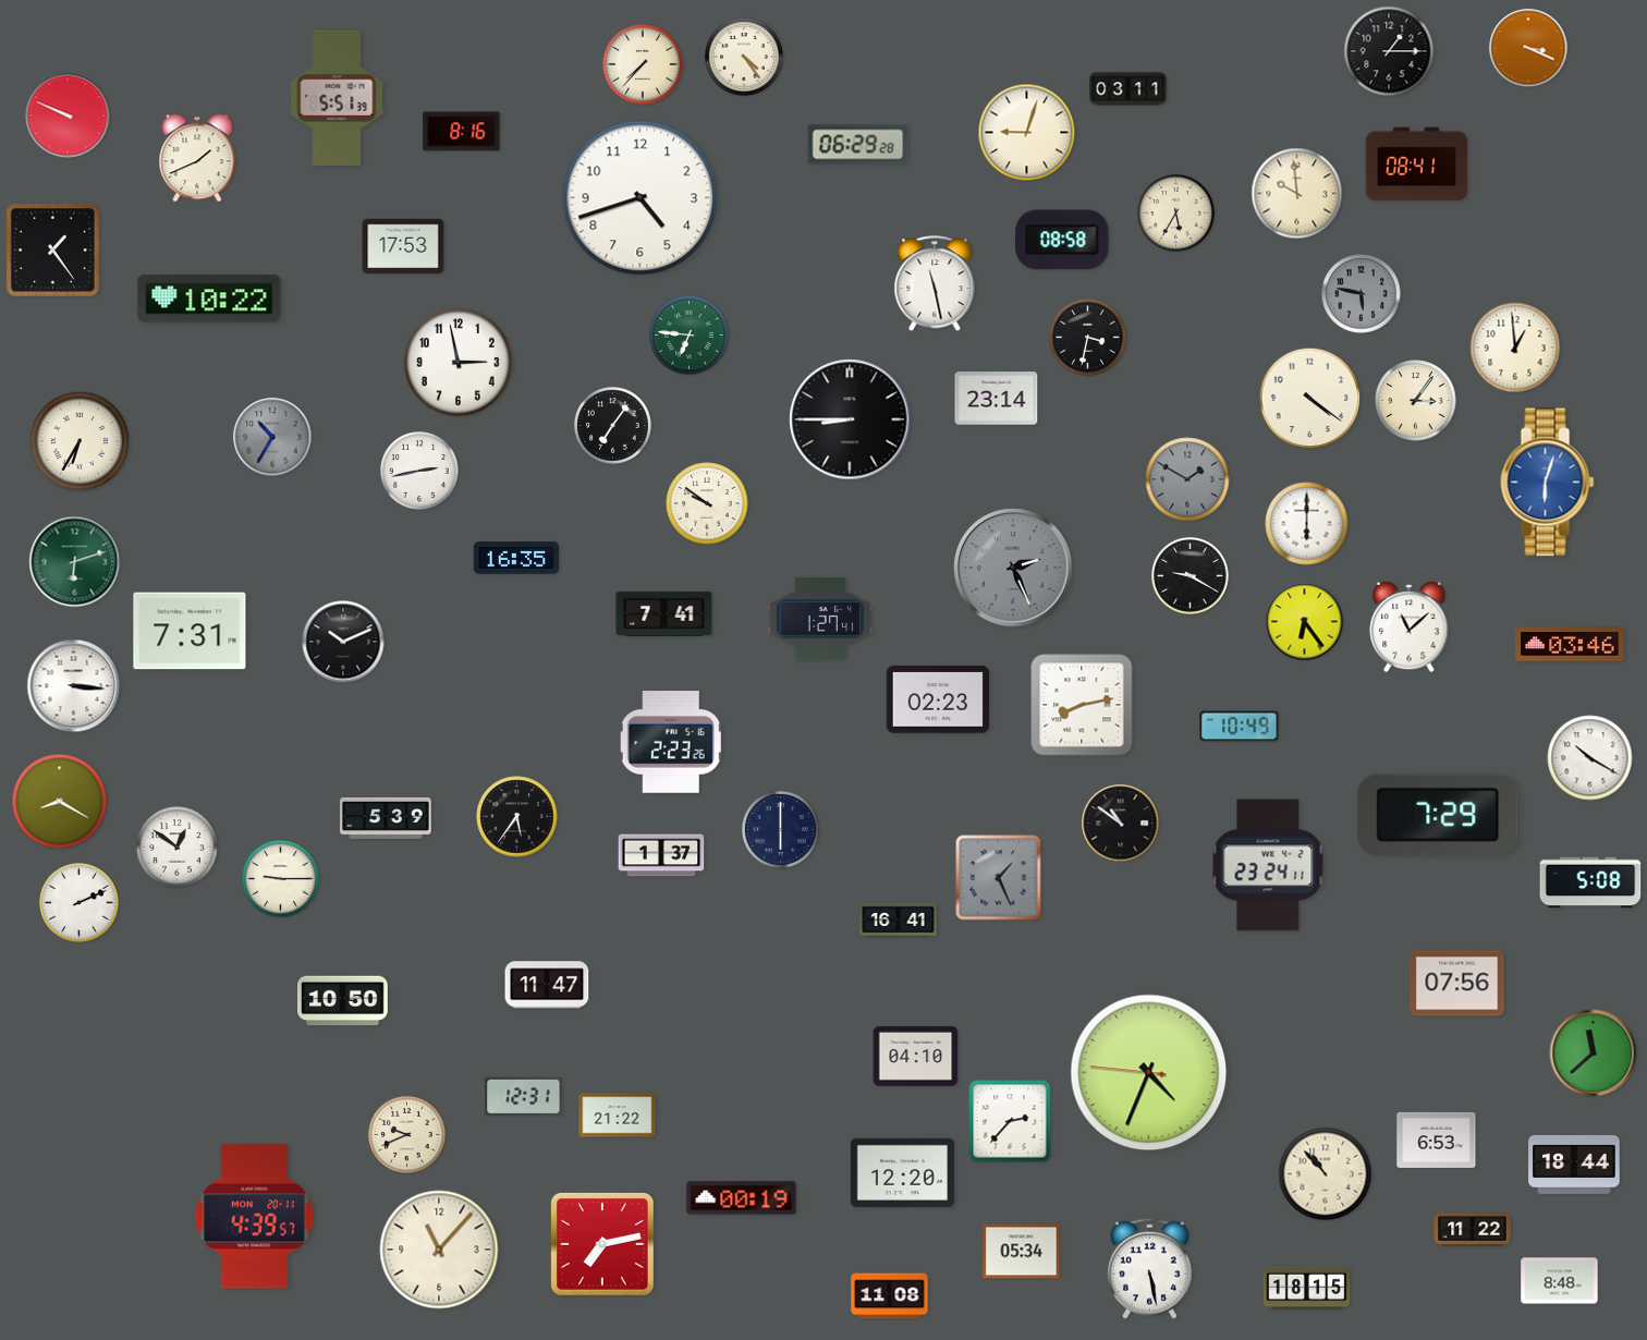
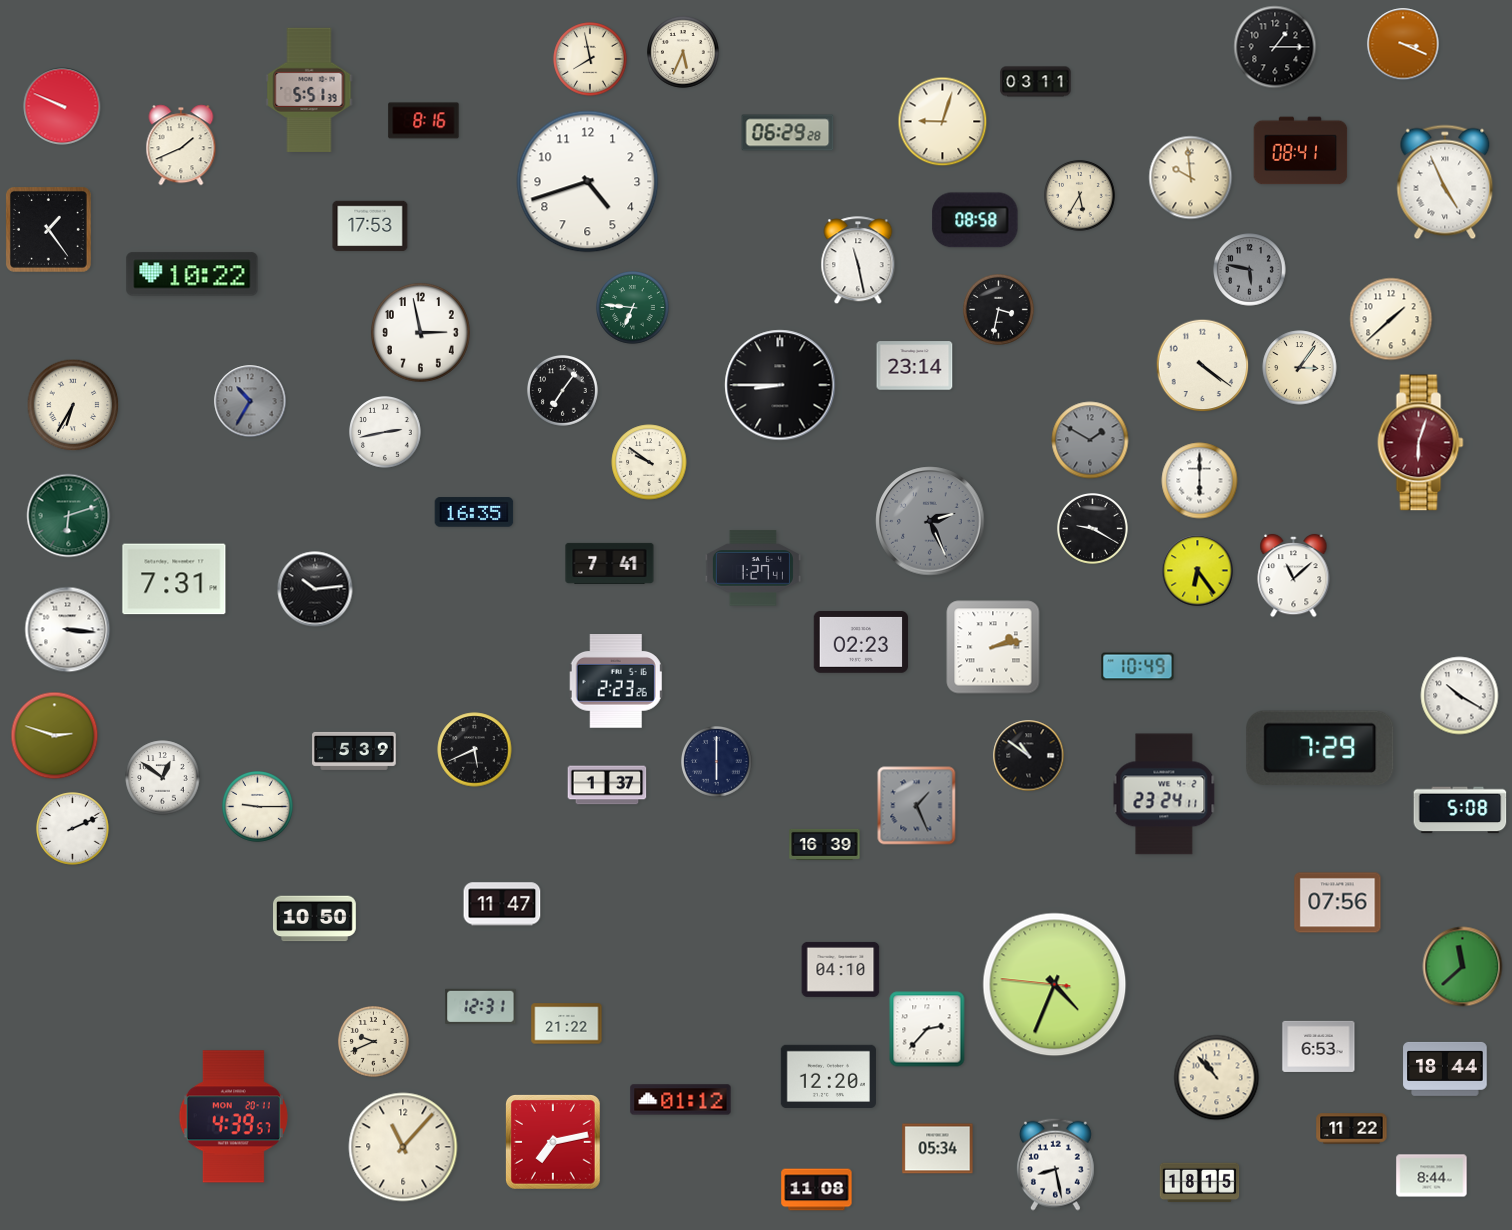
clock at (744, 57): 4:24 -> 5:34
clock at (643, 64): 7:37 -> 7:58
clock at (1445, 182): none -> 4:56
clock at (1515, 348): 12:59 -> 1:38
clock at (1548, 483) dial: blue -> burgundy
clock at (343, 642): 10:11 -> 10:14
clock at (1570, 644): 03:46 -> none
clock at (1082, 705): 8:13 -> 2:13
clock at (60, 802): 8:20 -> 2:48
clock at (517, 817): 5:36 -> 5:41
clock at (899, 919): 16:41 -> 16:39
clock at (742, 1198): 00:19 -> 01:12
clock at (1150, 1268): 5:28 -> 8:28
clock at (1560, 1281): 8:48 -> 8:44
